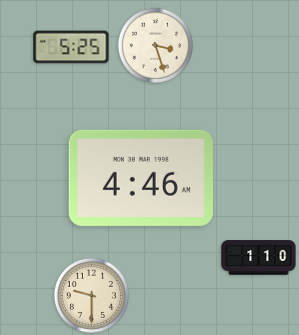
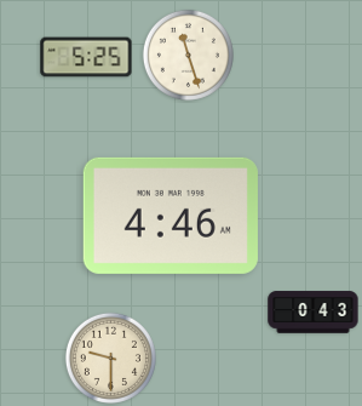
clock at (155, 45): 3:27 -> 11:27
clock at (259, 258): 1:10 -> 0:43
